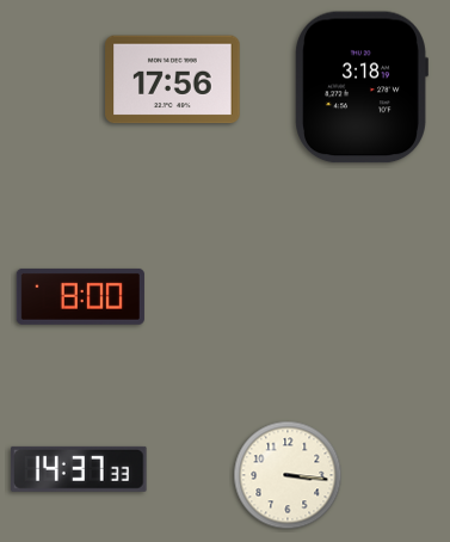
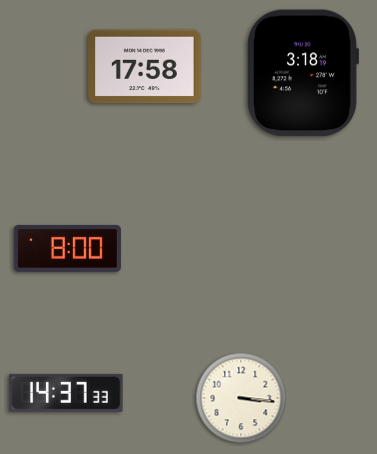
clock at (173, 80): 17:56 -> 17:58
